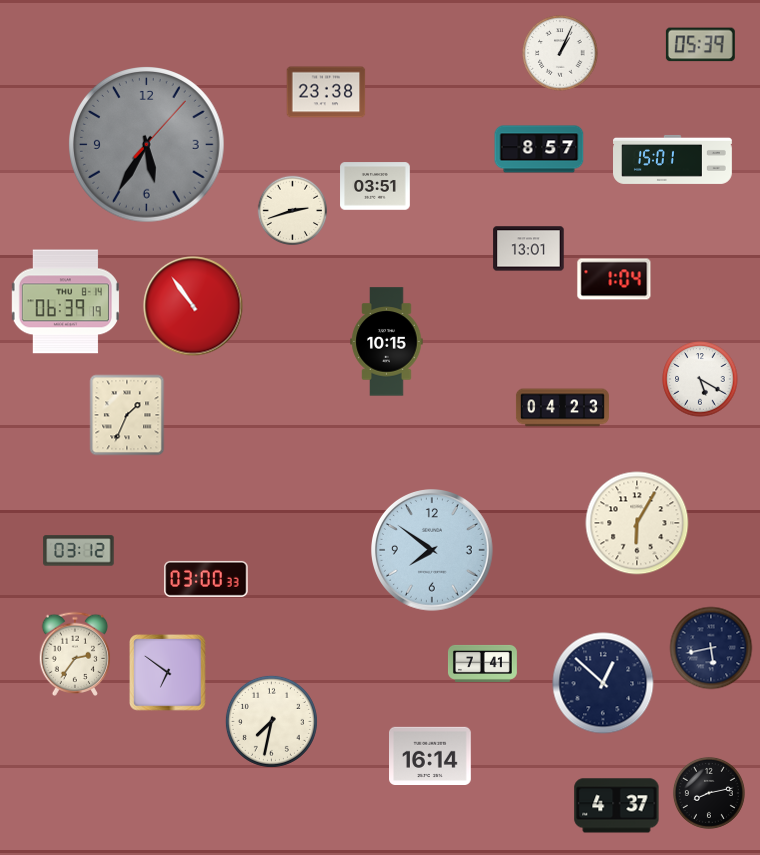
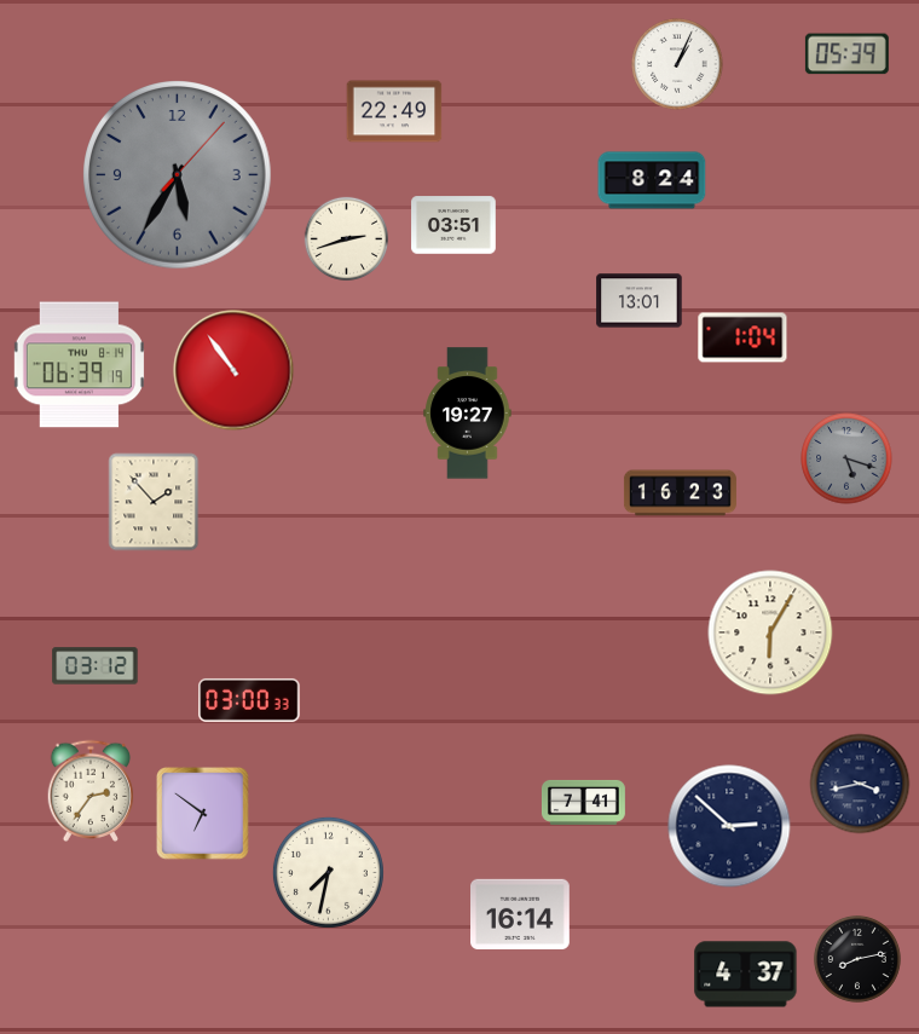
clock at (326, 92): 23:38 -> 22:49
clock at (539, 149): 8:57 -> 8:24
clock at (673, 159): 15:01 -> none
clock at (293, 211) position: (293, 211) -> (347, 239)
clock at (387, 342): 10:15 -> 19:27
clock at (700, 379): 5:20 -> 5:18
clock at (700, 379) dial: white -> grey
clock at (562, 408): 04:23 -> 16:23
clock at (127, 415): 1:34 -> 1:53
clock at (433, 551): 7:51 -> none
clock at (711, 648): 5:43 -> 3:43
clock at (603, 683): 12:52 -> 2:52
